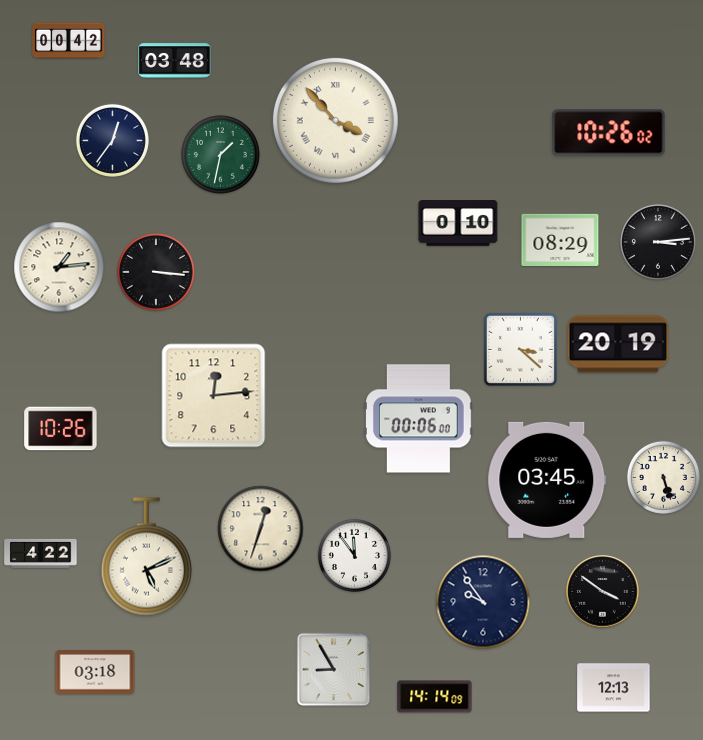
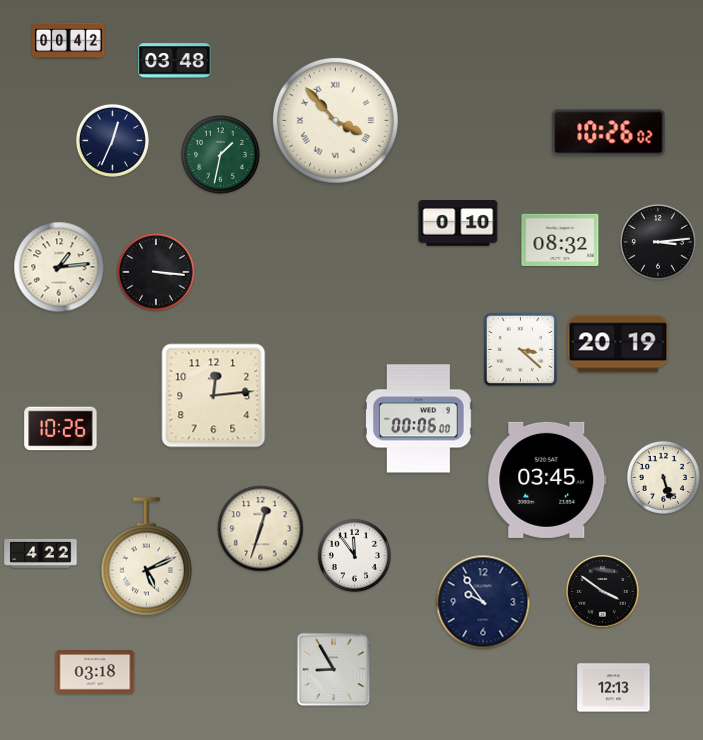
clock at (112, 140): 12:36 -> 12:34
clock at (560, 239): 08:29 -> 08:32
clock at (435, 697): 14:14 -> none
